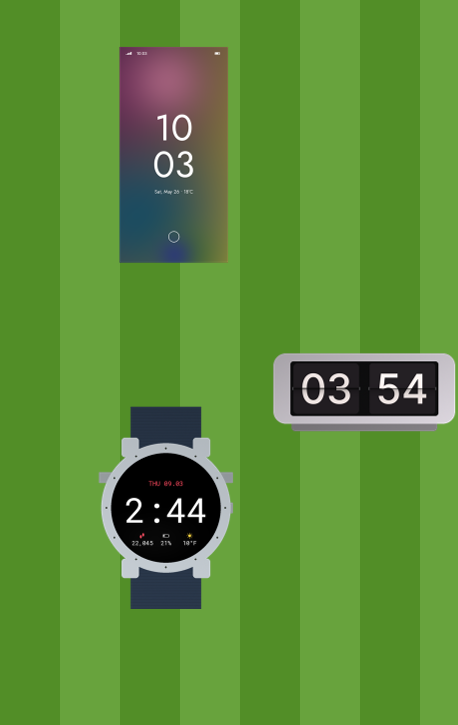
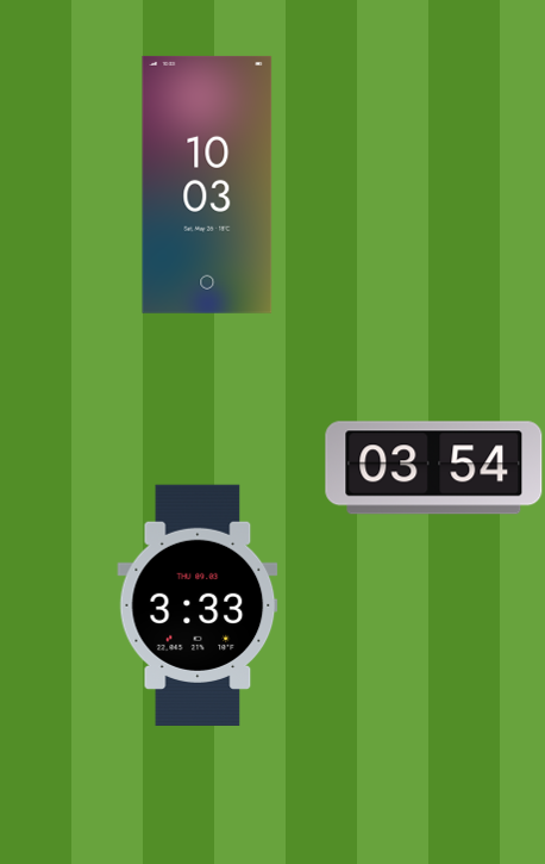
clock at (166, 508): 2:44 -> 3:33
